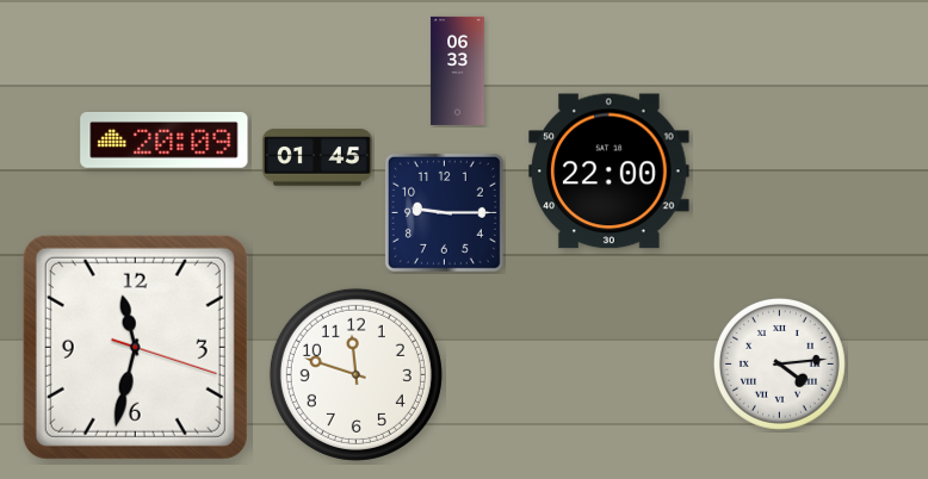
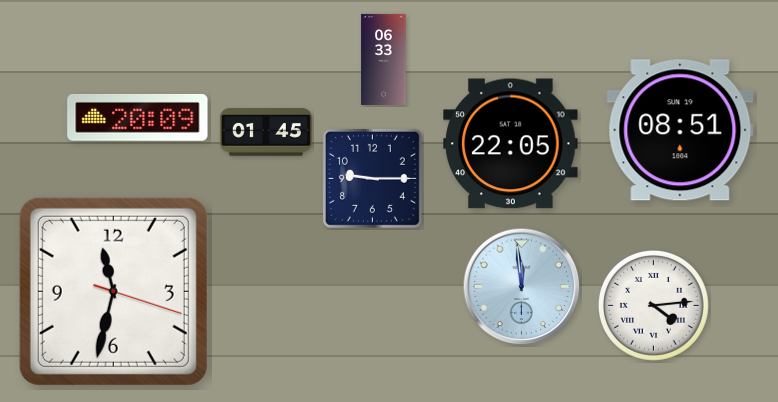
clock at (680, 130): none -> 08:51
clock at (610, 172): 22:00 -> 22:05
clock at (522, 287): none -> 11:59
clock at (355, 374): 11:48 -> none
